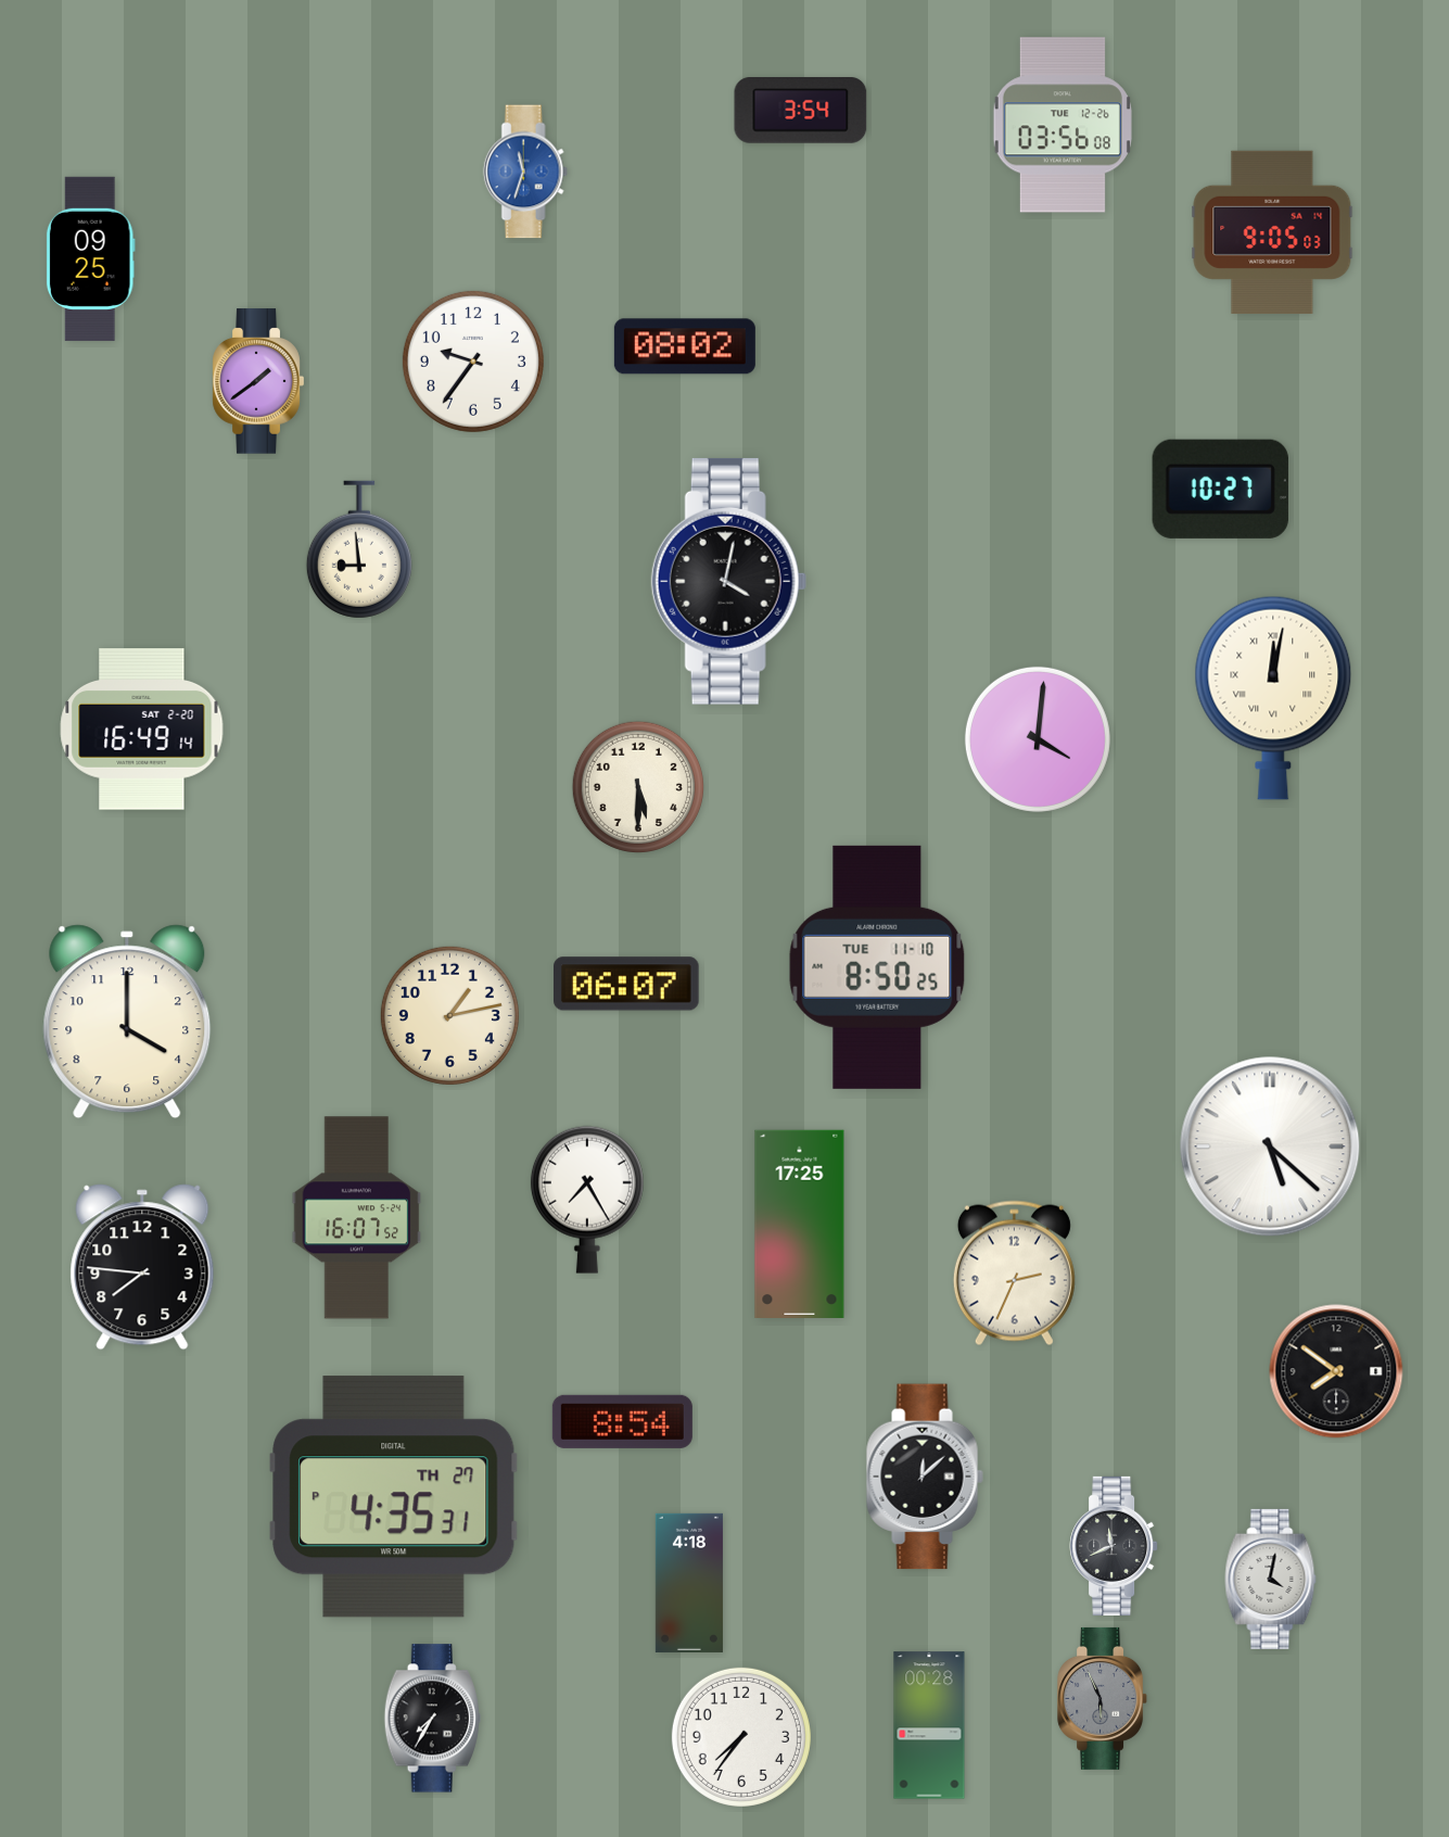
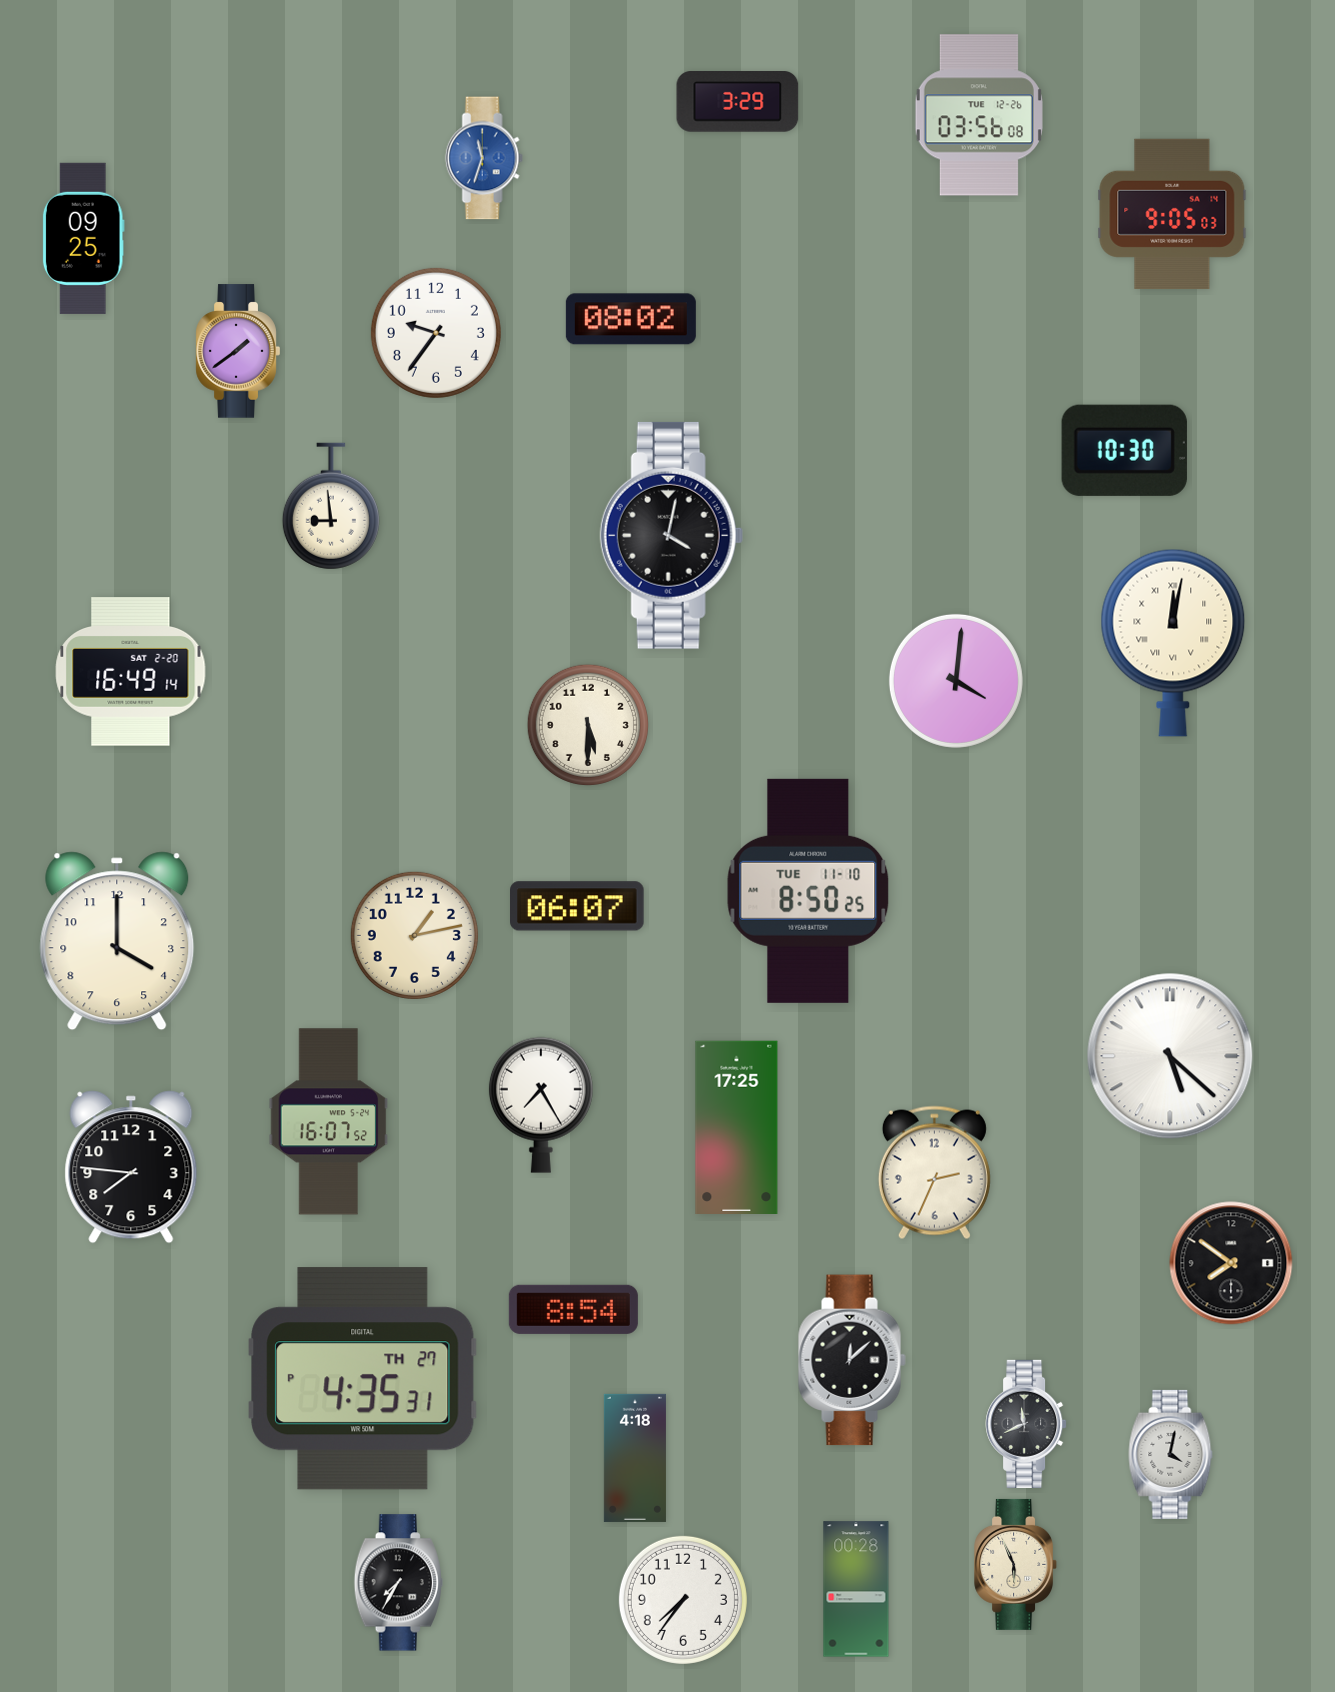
clock at (801, 111): 3:54 -> 3:29
clock at (1220, 489): 10:27 -> 10:30
clock at (1103, 1698) dial: grey -> cream
